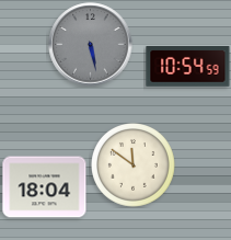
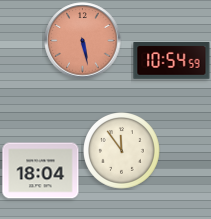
clock at (91, 45) dial: grey -> salmon
clock at (134, 165): 11:51 -> 11:54
